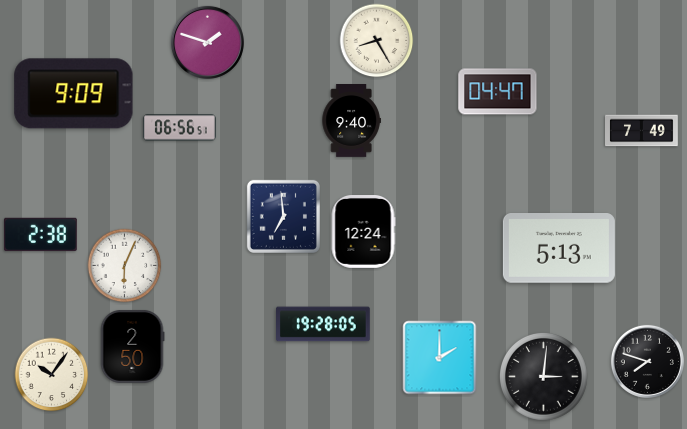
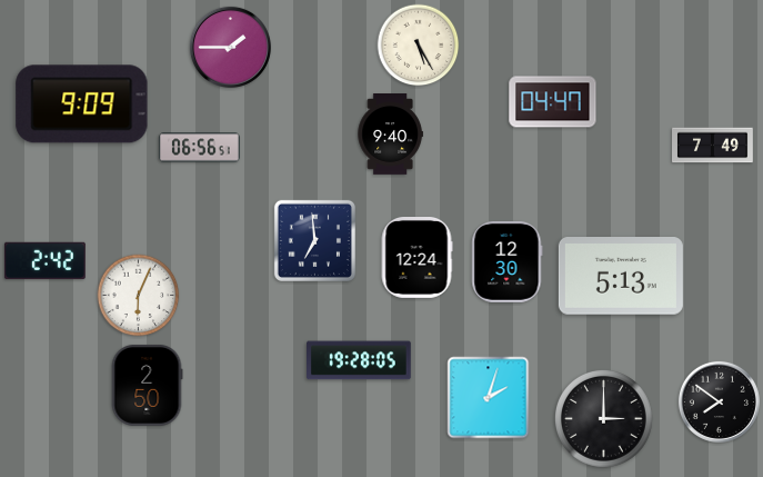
clock at (377, 41): 8:25 -> 5:25
clock at (207, 42): 1:48 -> 1:45
clock at (179, 128) position: (179, 128) -> (199, 148)
clock at (363, 232) position: (363, 232) -> (416, 258)
clock at (40, 234): 2:38 -> 2:42
clock at (508, 261): none -> 12:30
clock at (440, 358): 2:00 -> 2:03
clock at (647, 361): 7:48 -> 7:51
clock at (52, 375): 10:06 -> none
clock at (543, 376): 3:01 -> 3:00
